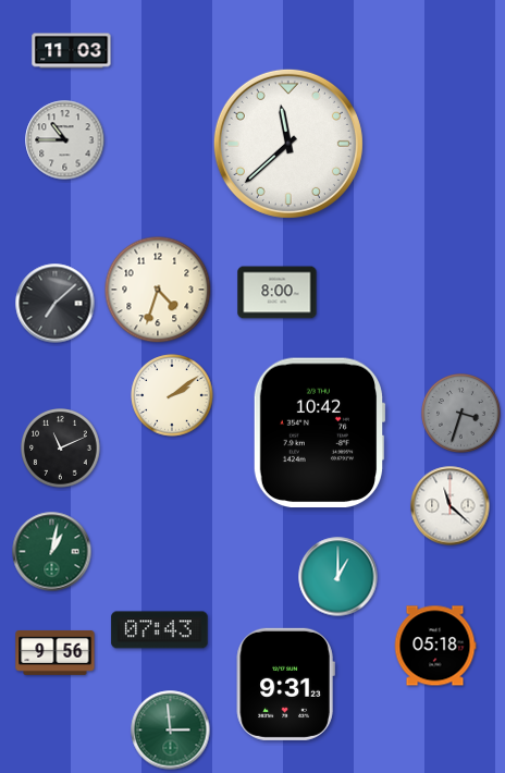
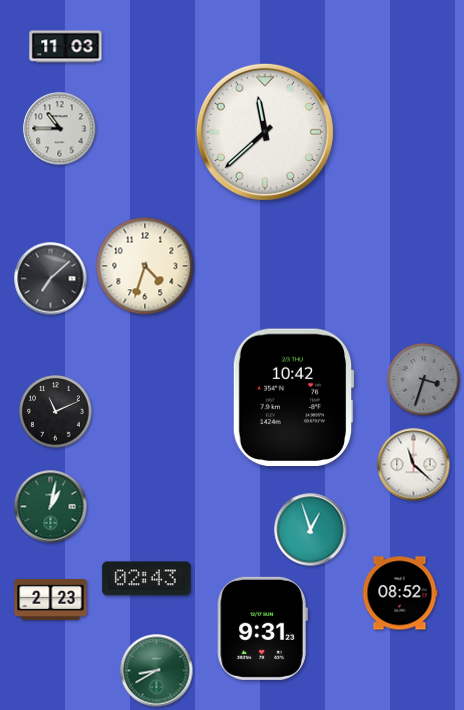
clock at (278, 293): 8:00 -> none
clock at (172, 395): 2:09 -> none
clock at (52, 552) position: (52, 552) -> (51, 507)
clock at (338, 577): 1:00 -> 12:57
clock at (160, 630): 07:43 -> 02:43
clock at (435, 646): 05:18 -> 08:52
clock at (56, 652): 9:56 -> 2:23
clock at (171, 731): 2:59 -> 8:40
